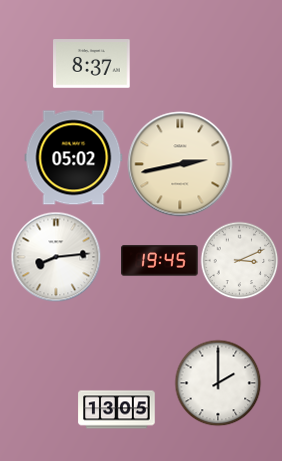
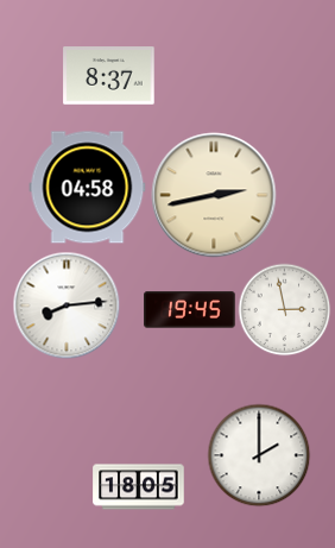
clock at (74, 158): 05:02 -> 04:58
clock at (239, 260): 3:11 -> 2:58
clock at (117, 410): 13:05 -> 18:05
